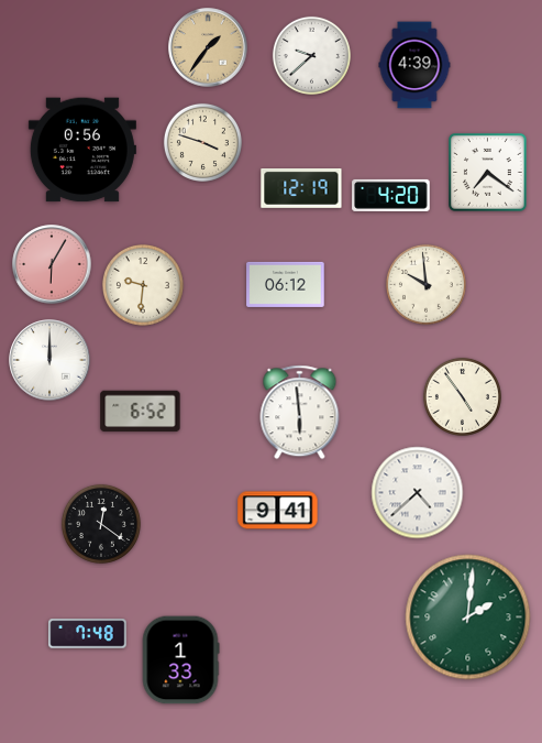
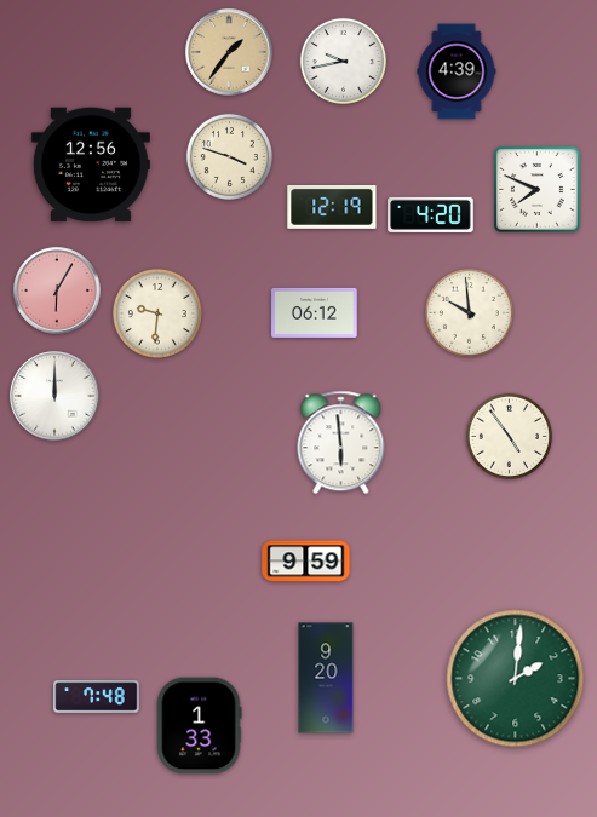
clock at (311, 55): 9:38 -> 9:43
clock at (202, 142) position: (202, 142) -> (229, 156)
clock at (82, 150): 0:56 -> 12:56
clock at (488, 173): 7:21 -> 7:49
clock at (141, 412): 6:52 -> none
clock at (300, 413) position: (300, 413) -> (341, 443)
clock at (418, 493): 4:38 -> none
clock at (278, 511): 9:41 -> 9:59
clock at (101, 524): 12:21 -> none
clock at (326, 678): none -> 9:20
